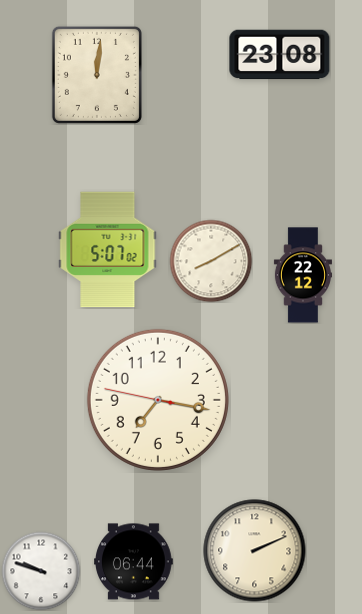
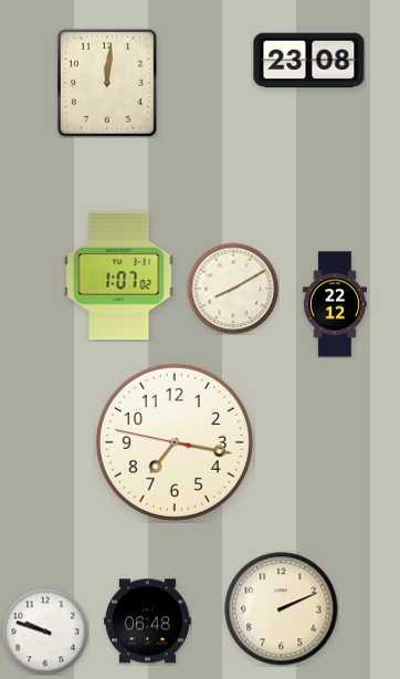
clock at (108, 250): 5:07 -> 1:07
clock at (134, 562): 06:44 -> 06:48
